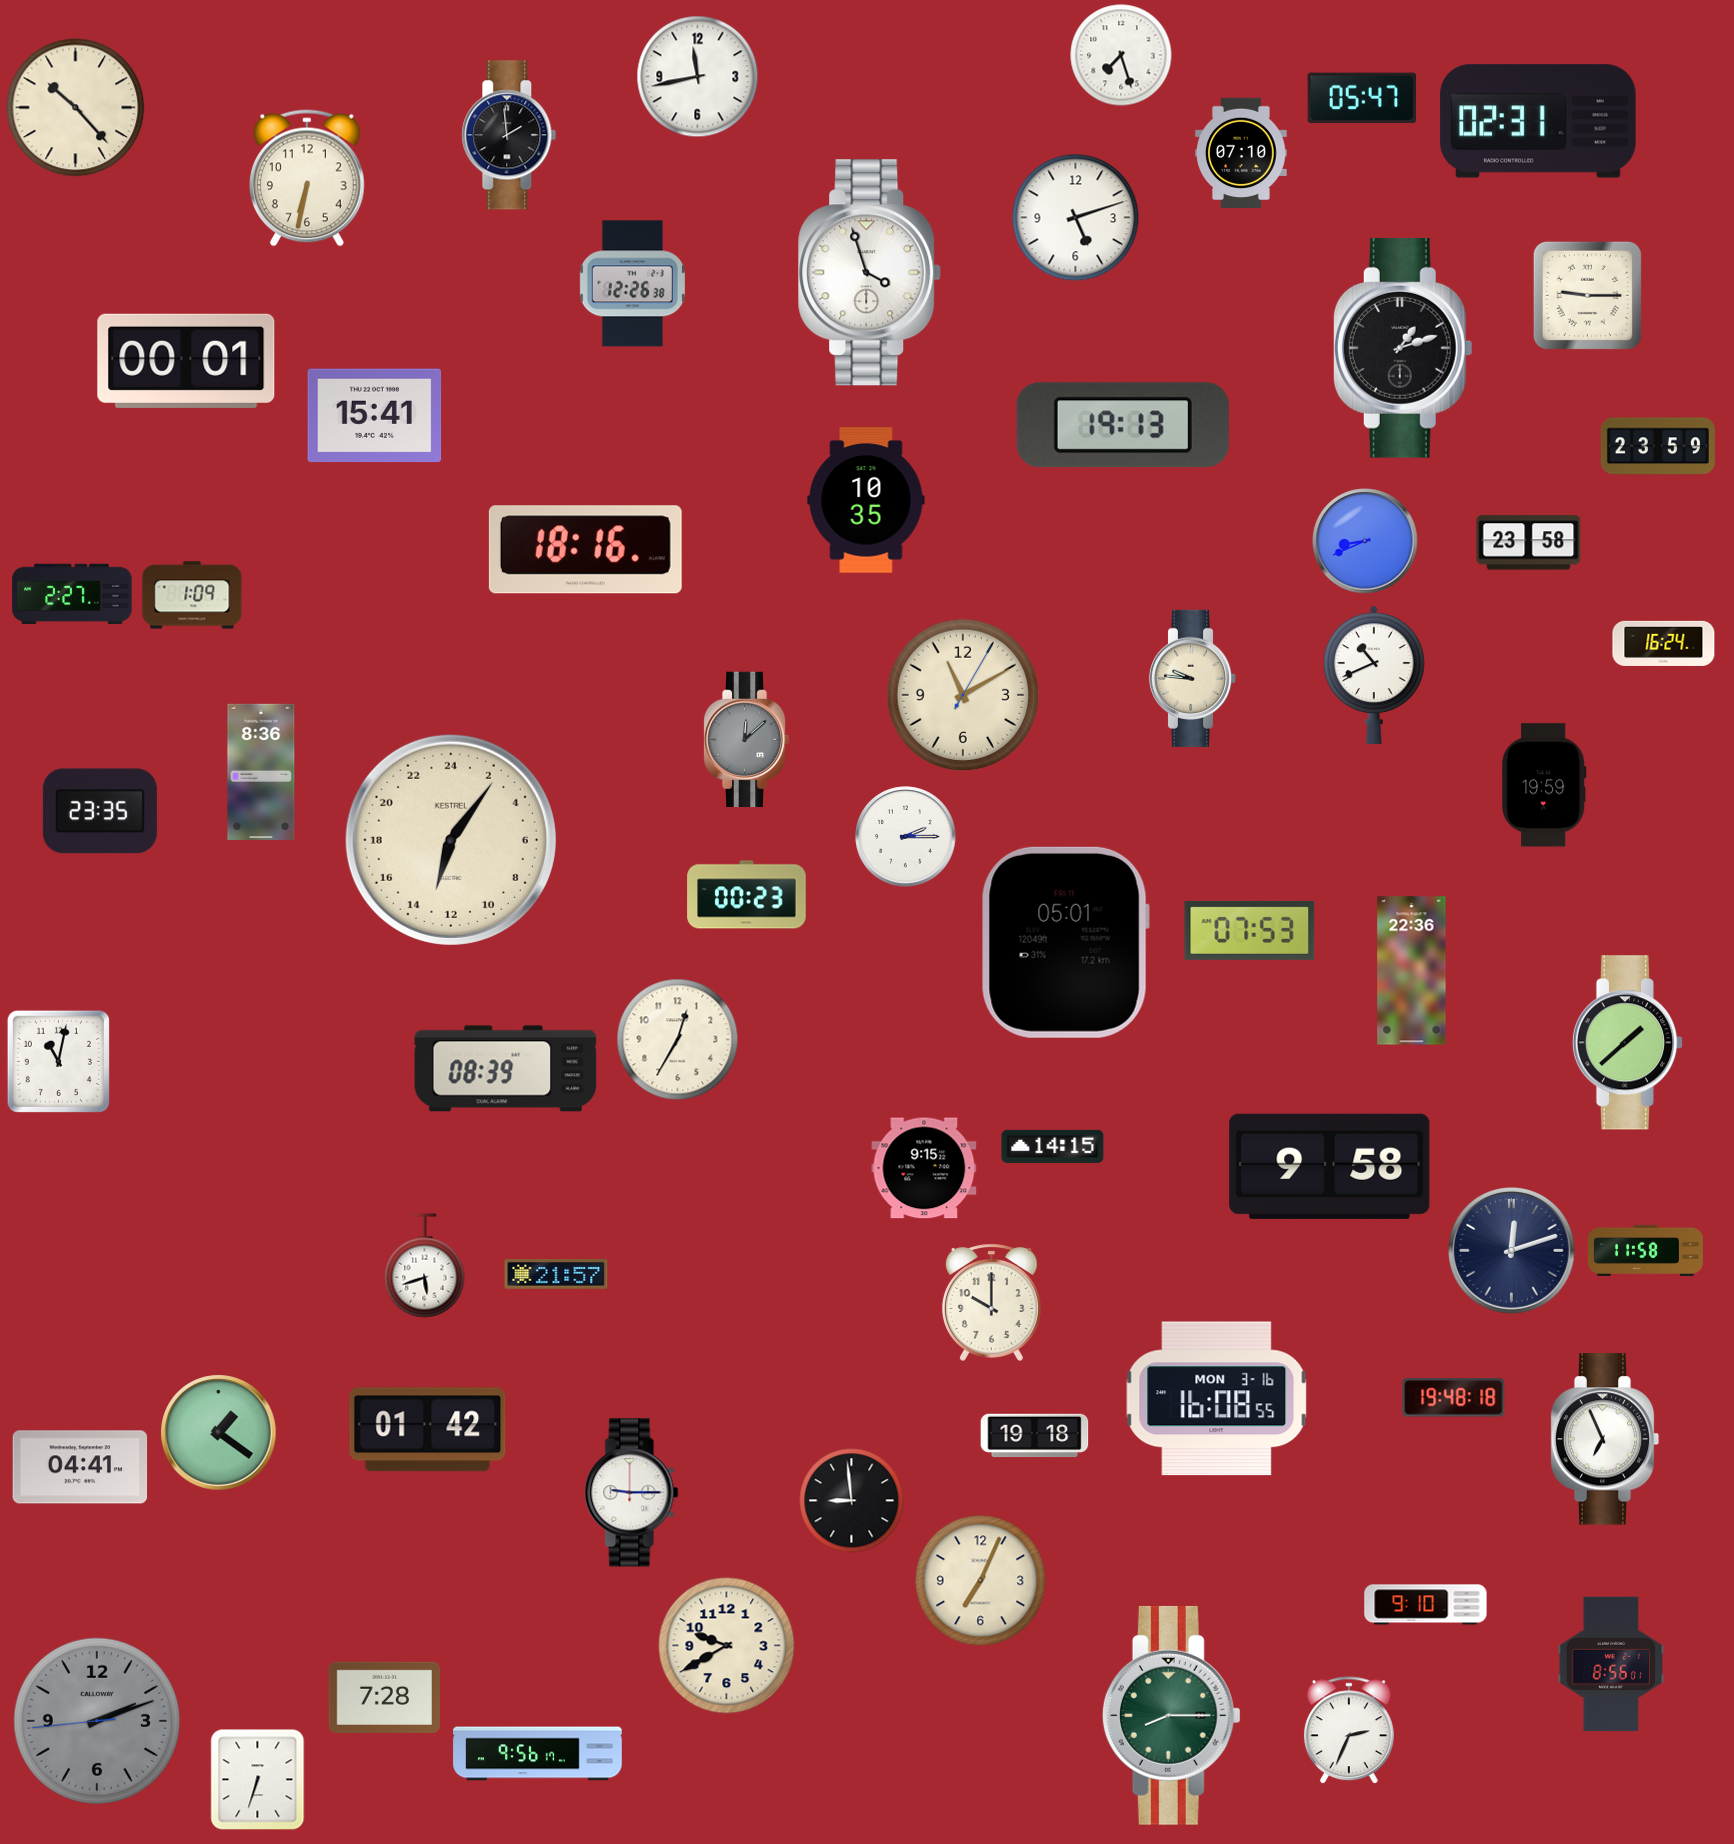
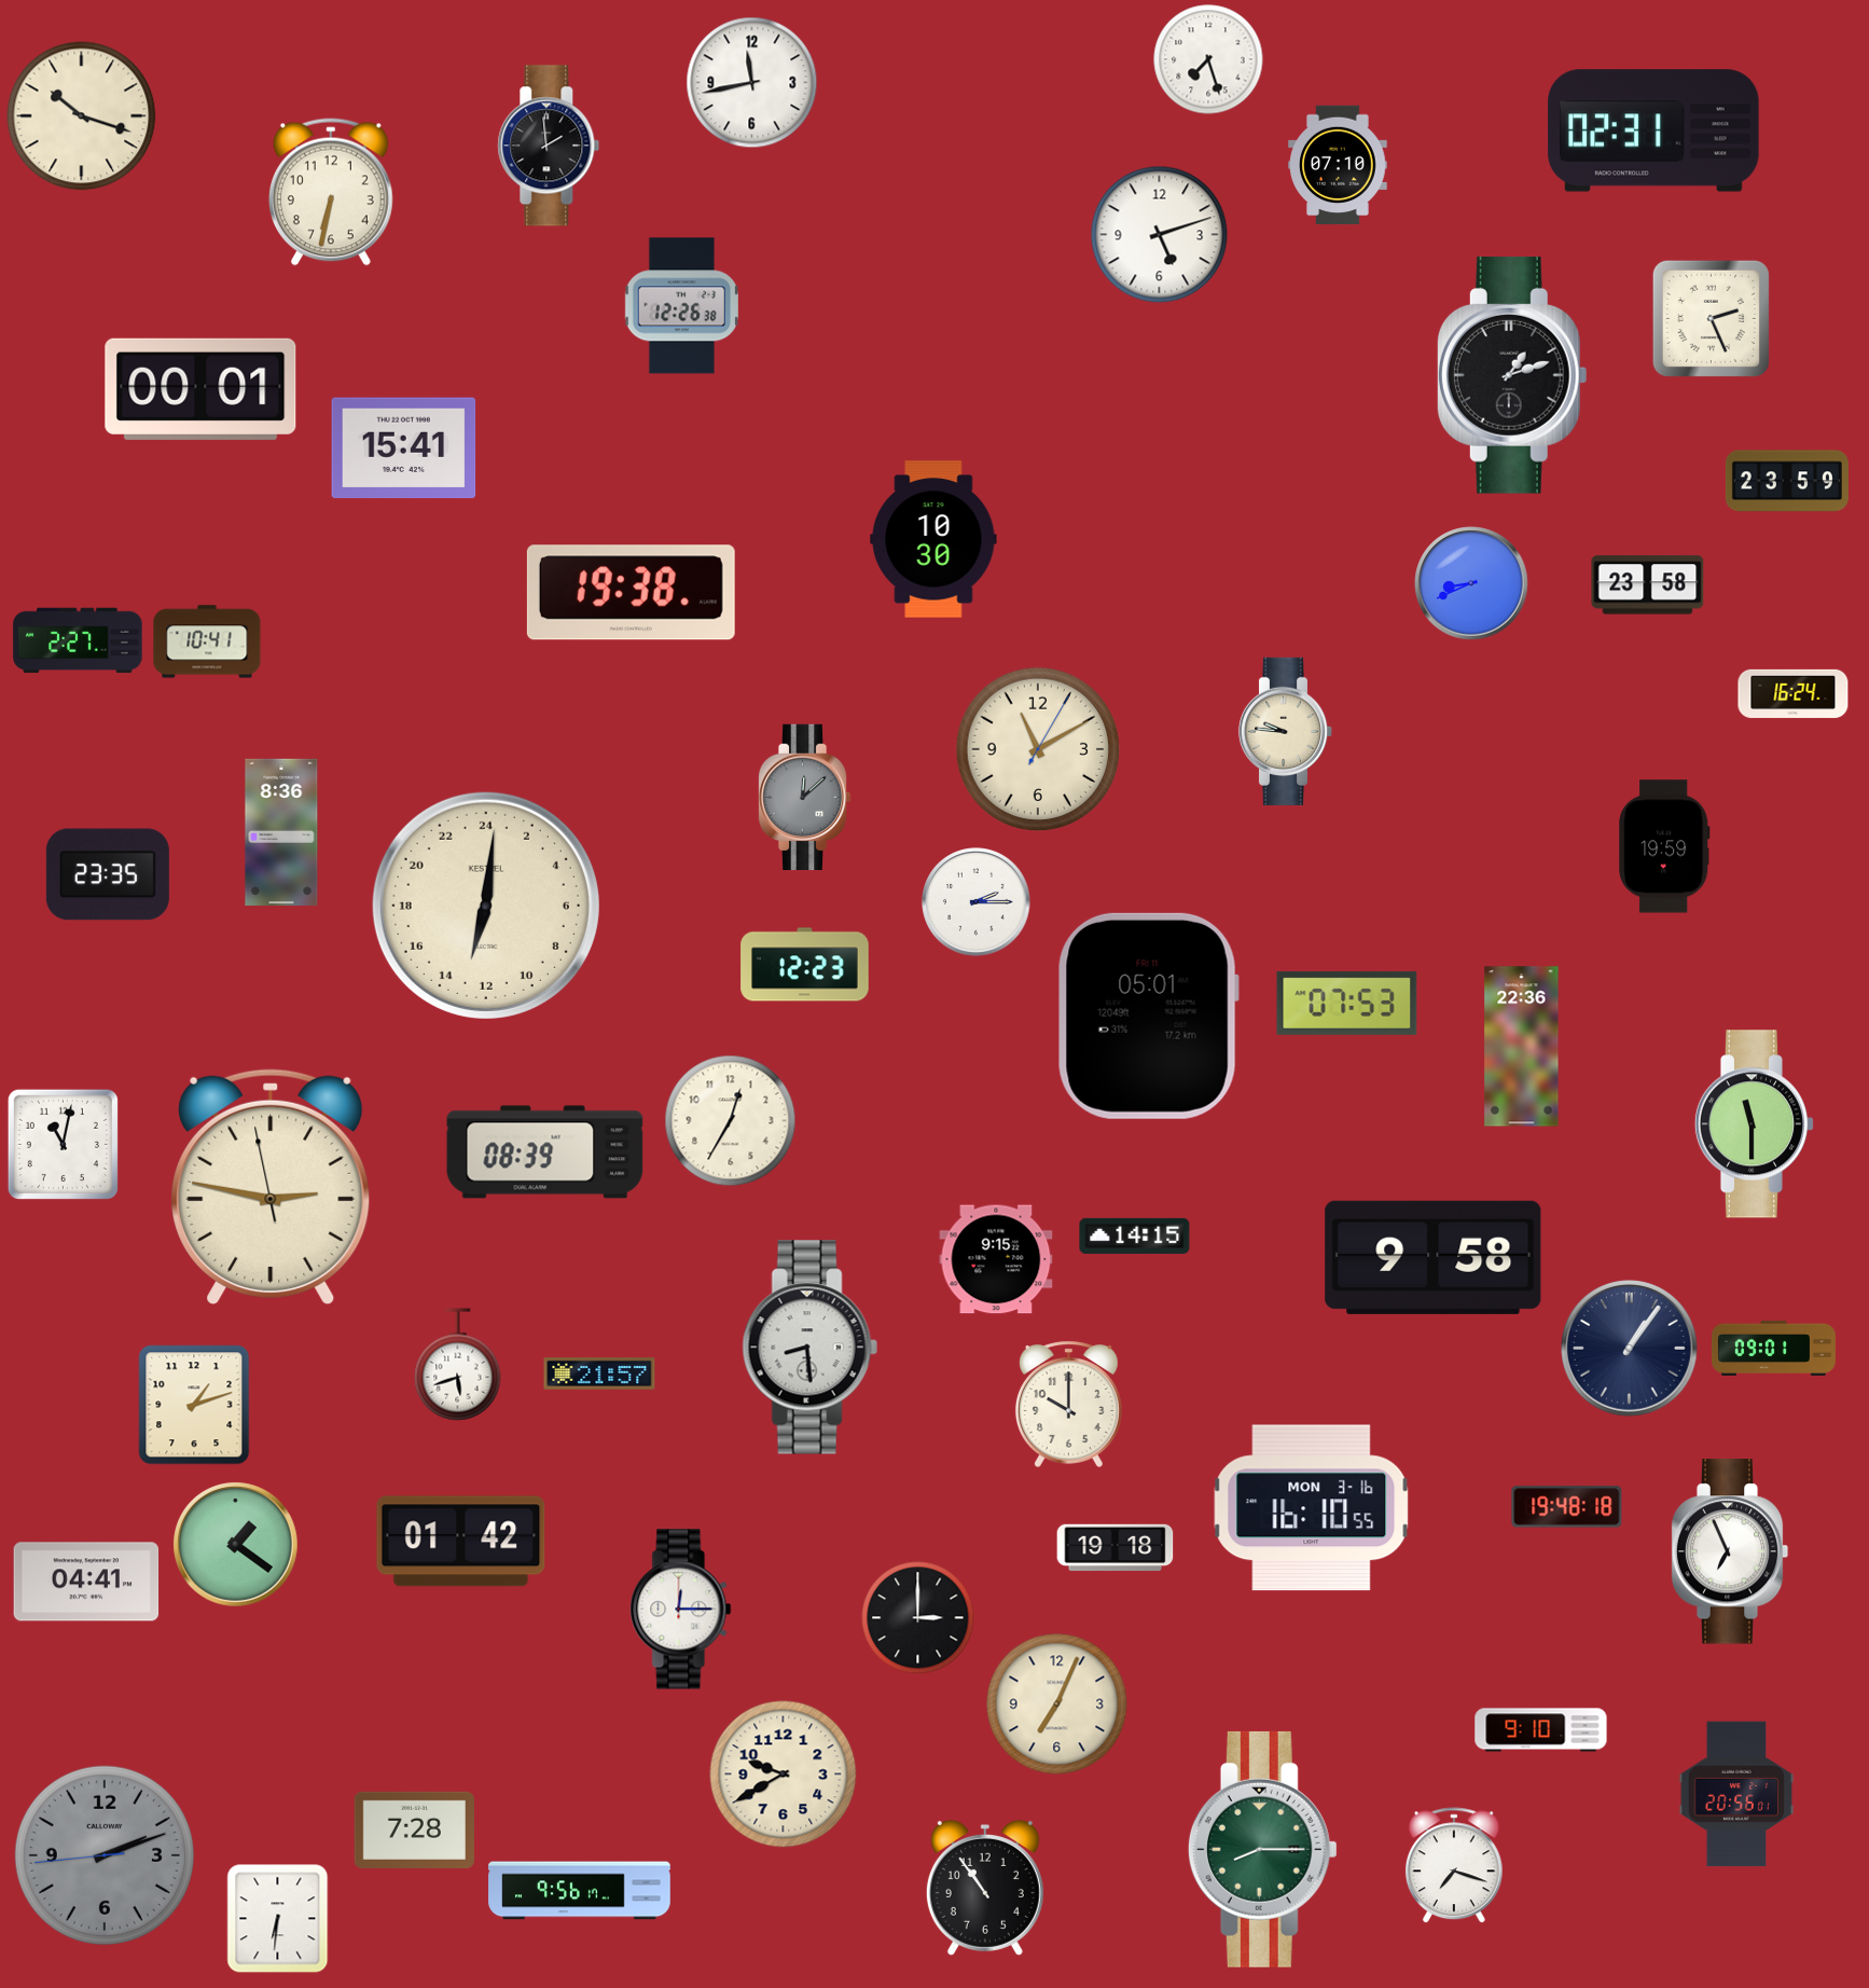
clock at (1362, 98): 05:47 -> none
clock at (76, 108): 10:23 -> 10:18
clock at (1538, 121) position: (1538, 121) -> (1653, 130)
clock at (870, 273): 3:57 -> none
clock at (1587, 295): 9:15 -> 2:26
clock at (1123, 425): 19:13 -> none
clock at (866, 500): 10:35 -> 10:30
clock at (585, 550): 18:16 -> 19:38
clock at (192, 595): 1:09 -> 10:41
clock at (1374, 675): 10:41 -> none
clock at (451, 840): 13:06 -> 13:01
clock at (747, 895): 00:23 -> 12:23
clock at (1628, 1043): 1:38 -> 11:30
clock at (271, 1187): none -> 2:46
clock at (809, 1348): none -> 8:29
clock at (1645, 1250): 11:58 -> 09:01
clock at (1512, 1251): 12:12 -> 1:06
clock at (194, 1405): none -> 1:12
clock at (1217, 1399): 16:08 -> 16:10
clock at (632, 1493): 9:15 -> 12:15
clock at (852, 1501): 8:59 -> 3:00
clock at (1426, 1605) position: (1426, 1605) -> (1541, 1730)
clock at (1611, 1664): 8:56 -> 20:56
clock at (1349, 1731): 2:34 -> 7:18
clock at (985, 1888): none -> 10:54
clock at (258, 1780): 6:33 -> 6:31
